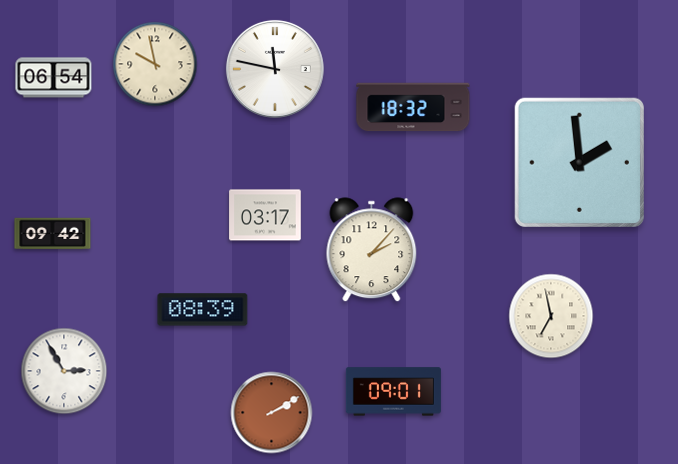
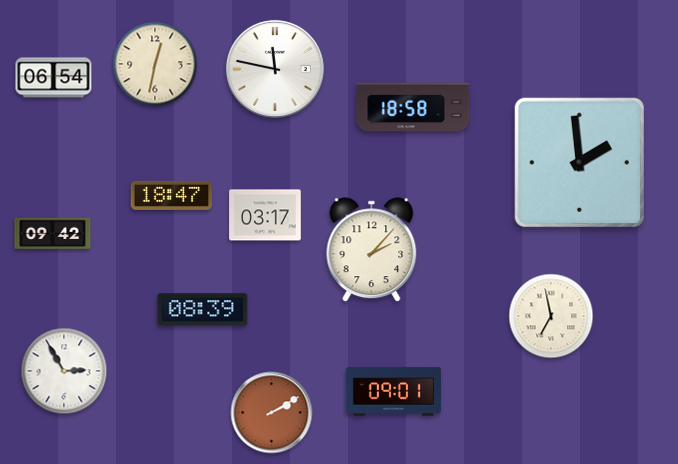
clock at (155, 64): 9:58 -> 12:32
clock at (413, 107): 18:32 -> 18:58
clock at (171, 195): none -> 18:47
